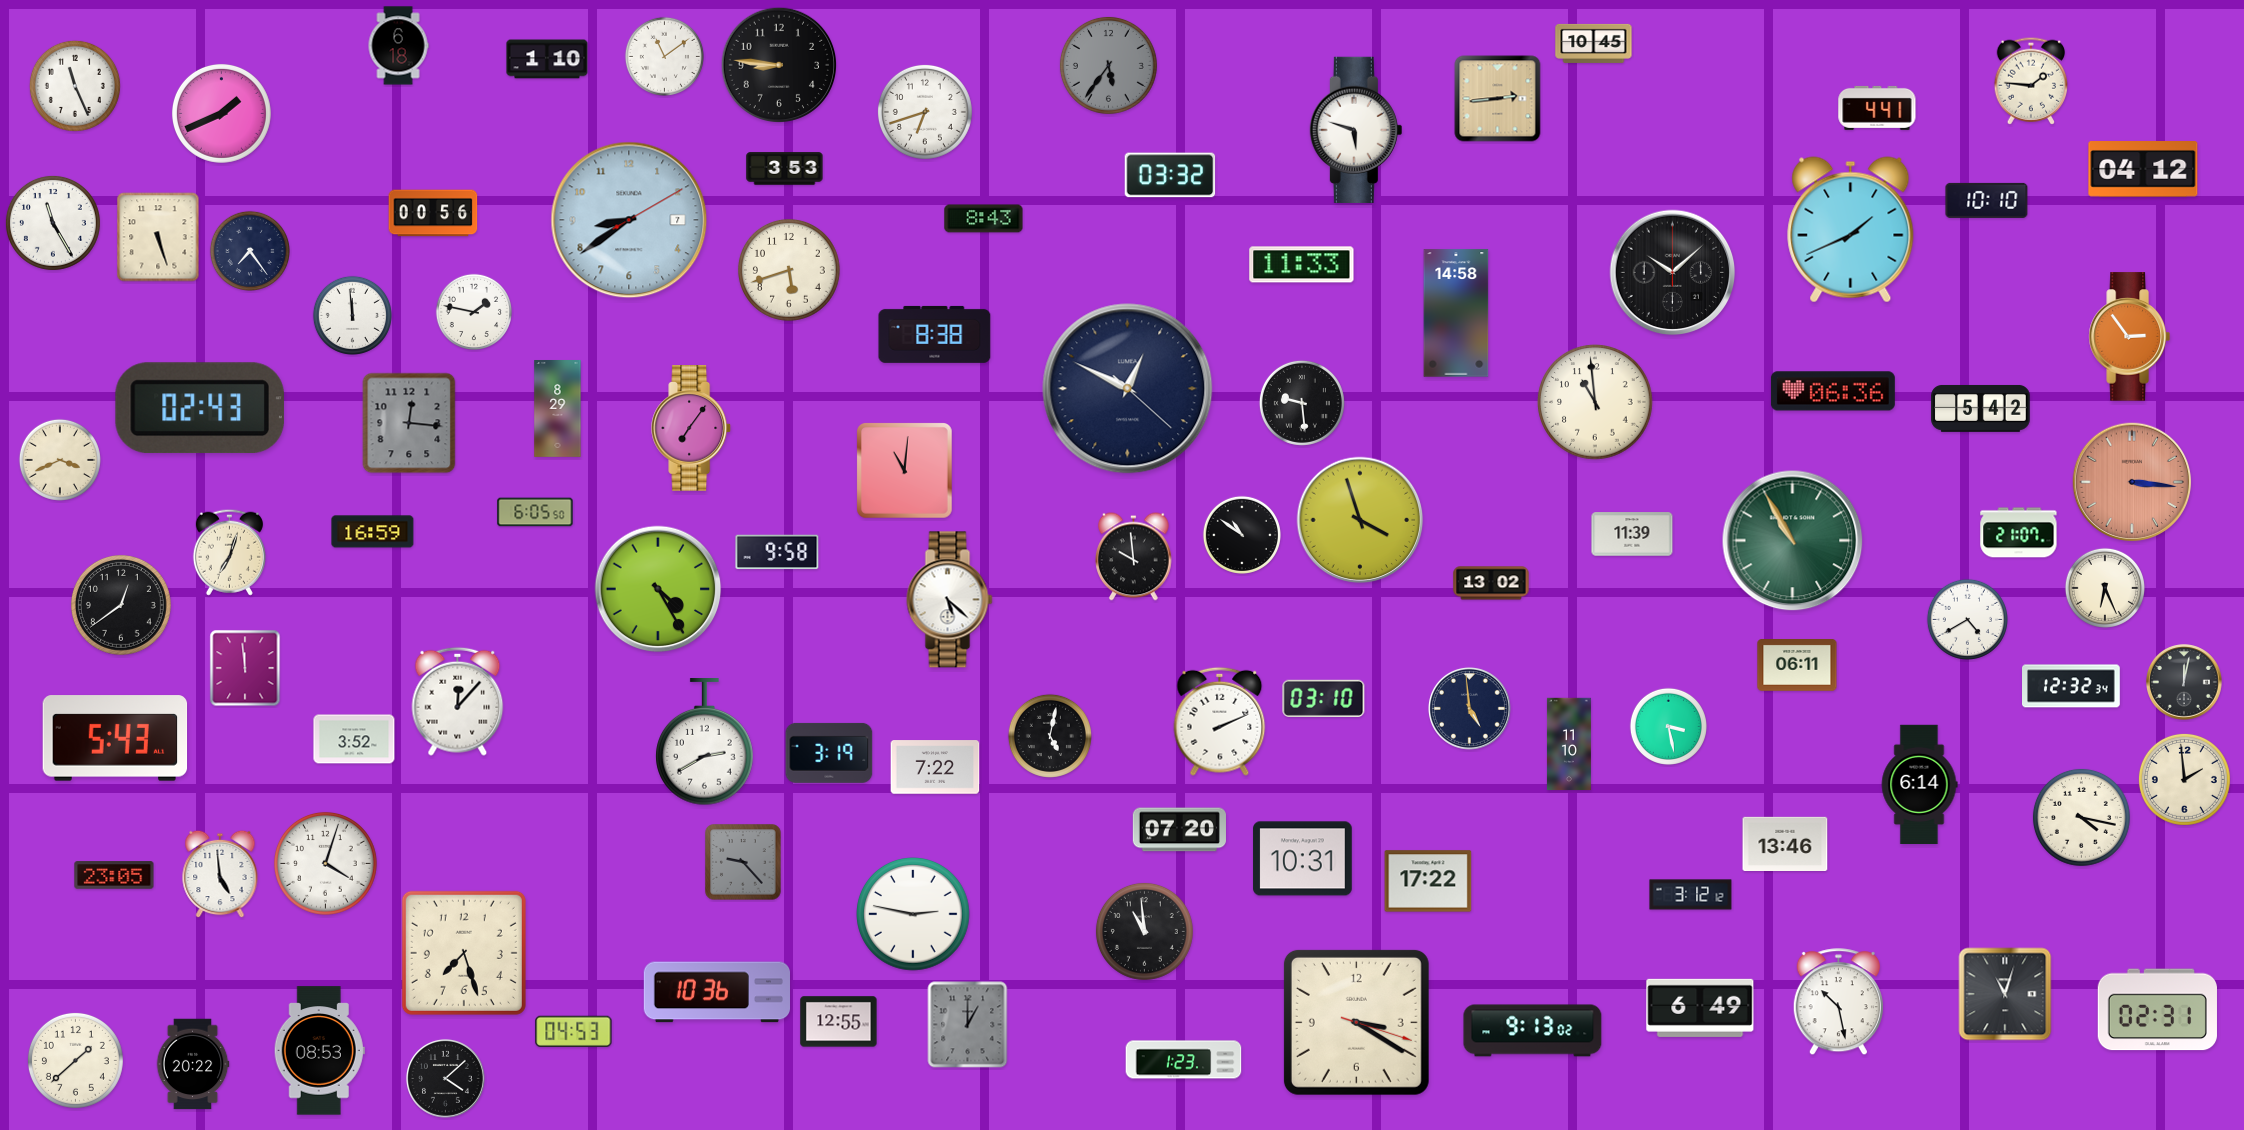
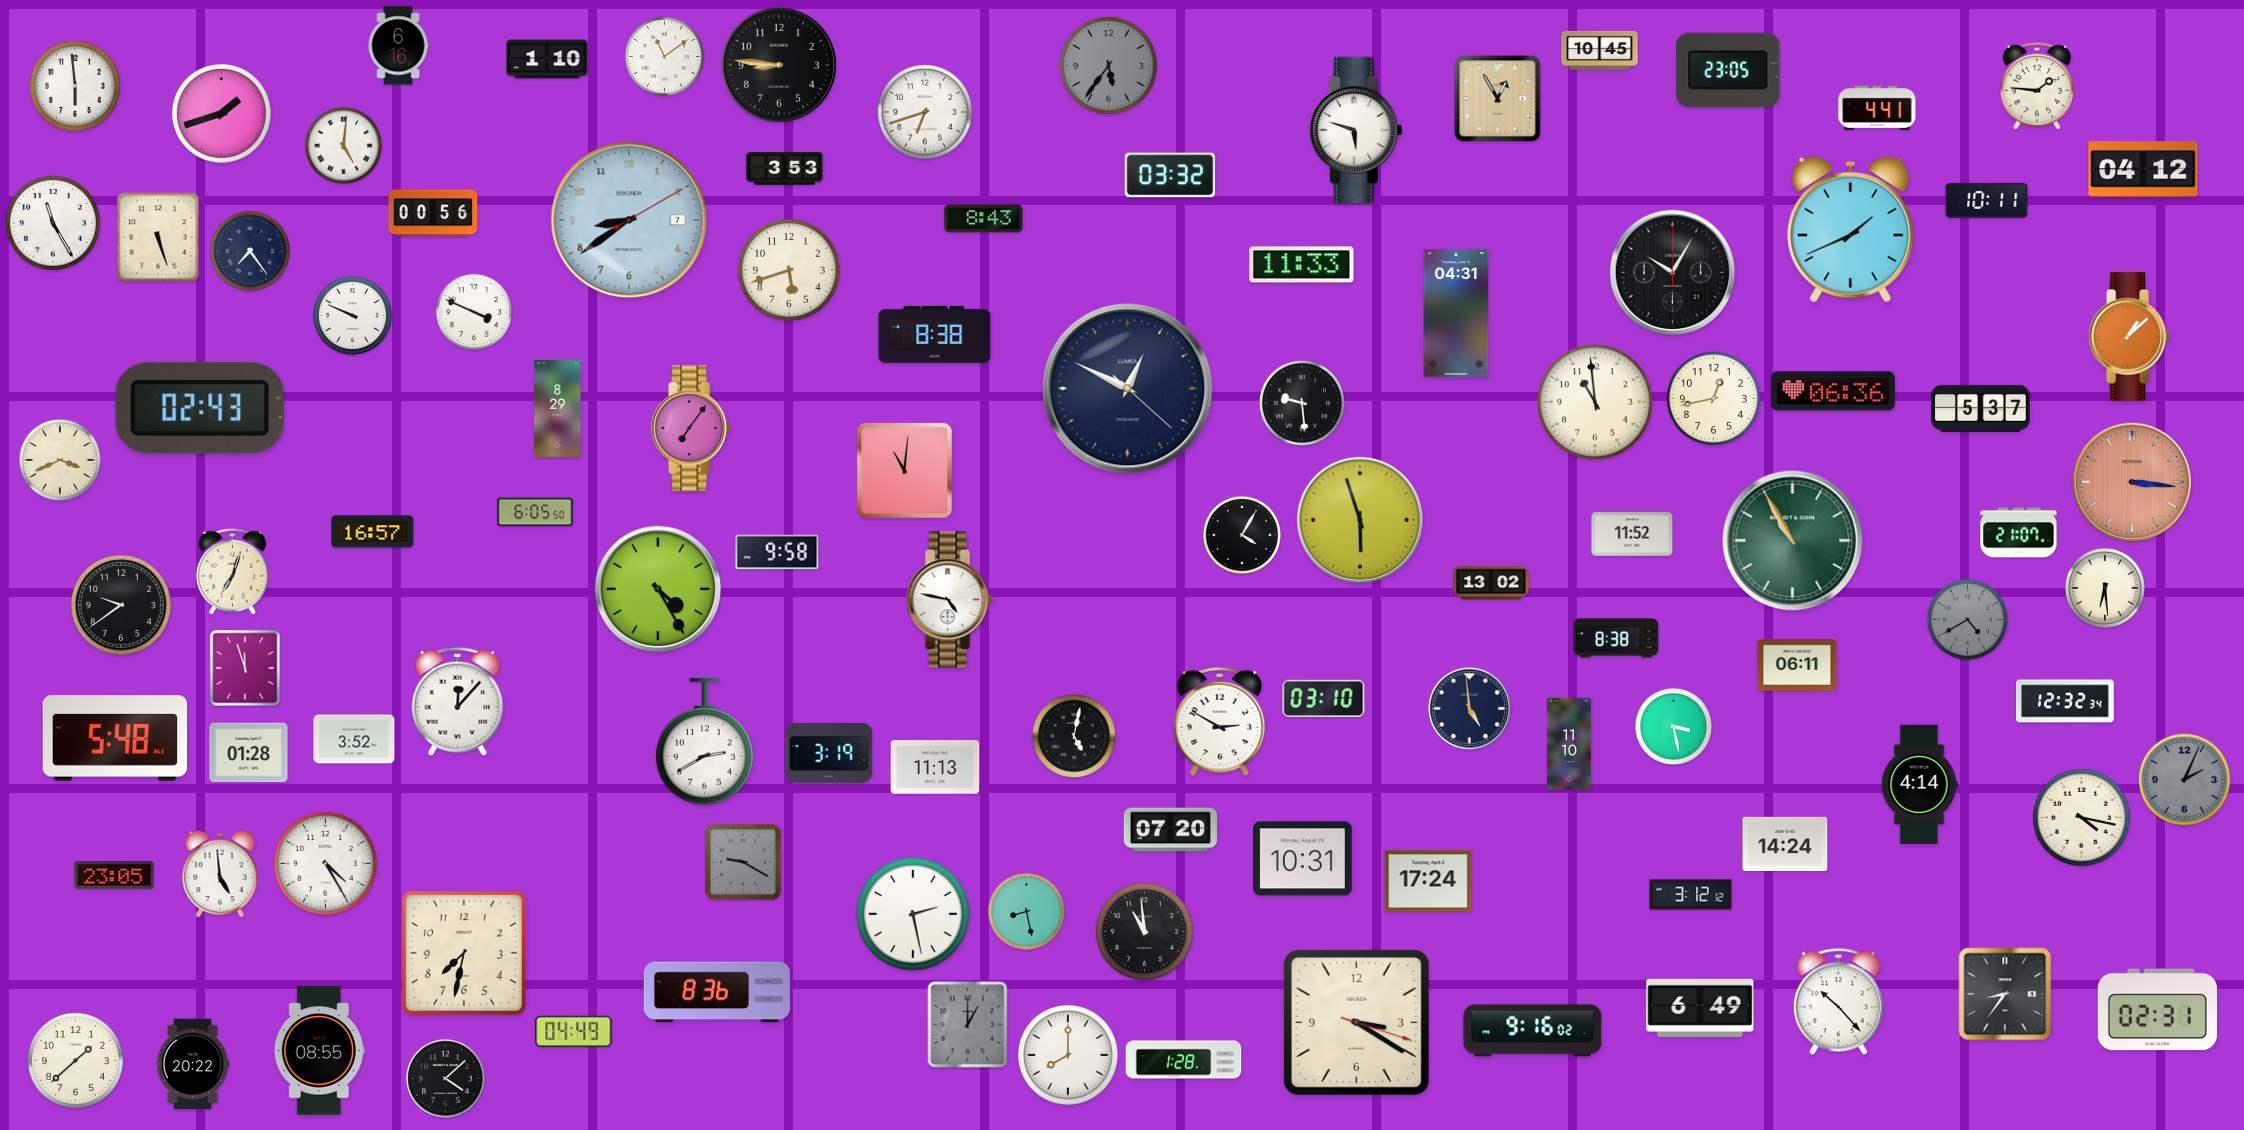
clock at (1594, 43) position: (1594, 43) -> (1600, 50)
clock at (398, 46): 6:18 -> 6:16
clock at (1728, 70): none -> 23:05
clock at (2030, 81) position: (2030, 81) -> (2036, 86)
clock at (75, 86): 11:26 -> 5:59
clock at (1498, 99): 2:44 -> 12:55
clock at (221, 113): 1:41 -> 1:42
clock at (343, 145): none -> 5:01
clock at (1987, 200): 10:10 -> 10:11
clock at (1673, 273): 10:08 -> 10:05
clock at (473, 311): 1:47 -> 3:49
clock at (1456, 313): 14:58 -> 04:31
clock at (352, 315): 11:59 -> 9:49
clock at (2129, 337): 2:54 -> 1:08
clock at (1713, 398): none -> 12:43
clock at (1981, 408): 5:42 -> 5:37
clock at (409, 423): 12:16 -> none
clock at (1360, 520): 3:57 -> 5:57
clock at (373, 532): 16:59 -> 16:57
clock at (1632, 534): 11:39 -> 11:52
clock at (1242, 535): 10:51 -> 4:05
clock at (229, 552) position: (229, 552) -> (232, 571)
clock at (1134, 557): 9:59 -> none
clock at (2105, 588): 6:26 -> 6:29
clock at (950, 600): 5:22 -> 4:47
clock at (121, 605): 12:39 -> 9:39
clock at (1967, 619) dial: white -> grey
clock at (1616, 638): none -> 8:38
clock at (245, 668): 11:59 -> 11:57
clock at (2185, 683): 12:02 -> none
clock at (2072, 686) position: (2072, 686) -> (2066, 701)
clock at (1220, 721): 2:11 -> 2:50
clock at (1668, 726) position: (1668, 726) -> (1673, 726)
clock at (1050, 736) position: (1050, 736) -> (1074, 736)
clock at (115, 738): 5:43 -> 5:48
clock at (249, 753): none -> 01:28
clock at (935, 767): 7:22 -> 11:13
clock at (2184, 779): 1:59 -> 2:04
clock at (2184, 779) dial: cream -> grey
clock at (1919, 784): 6:14 -> 4:14
clock at (1179, 830) position: (1179, 830) -> (1170, 830)
clock at (1785, 843): 13:46 -> 14:24
clock at (743, 862): 9:23 -> 9:20
clock at (325, 863): 4:03 -> 4:25
clock at (1428, 881): 17:22 -> 17:24
clock at (1026, 911): none -> 8:28
clock at (913, 914): 2:47 -> 2:28
clock at (464, 953): 7:27 -> 7:32
clock at (717, 992): 10:36 -> 8:36
clock at (2005, 994): 11:03 -> 8:36
clock at (1838, 1002): 10:28 -> 10:23
clock at (839, 1022): 12:55 -> none
clock at (574, 1031): 04:53 -> 04:49
clock at (1533, 1031): 9:13 -> 9:16
clock at (319, 1051): 08:53 -> 08:55
clock at (1068, 1055): none -> 8:00
clock at (1184, 1060): 1:23 -> 1:28
